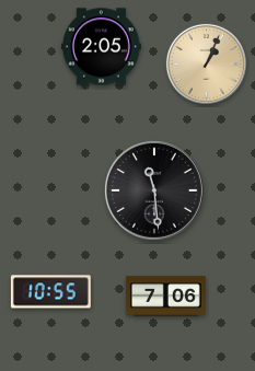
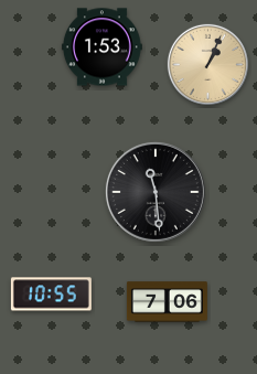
clock at (101, 47): 2:05 -> 1:53
clock at (165, 297) position: (165, 297) -> (167, 302)
